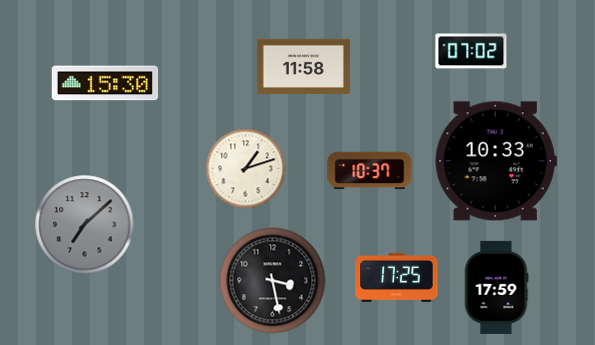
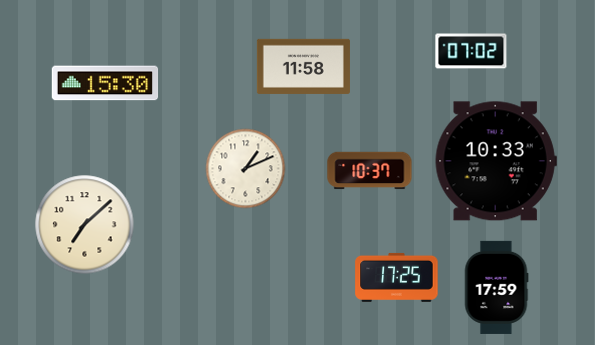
clock at (246, 169): 1:12 -> 1:11
clock at (85, 225) dial: grey -> cream
clock at (273, 281): 3:28 -> none
